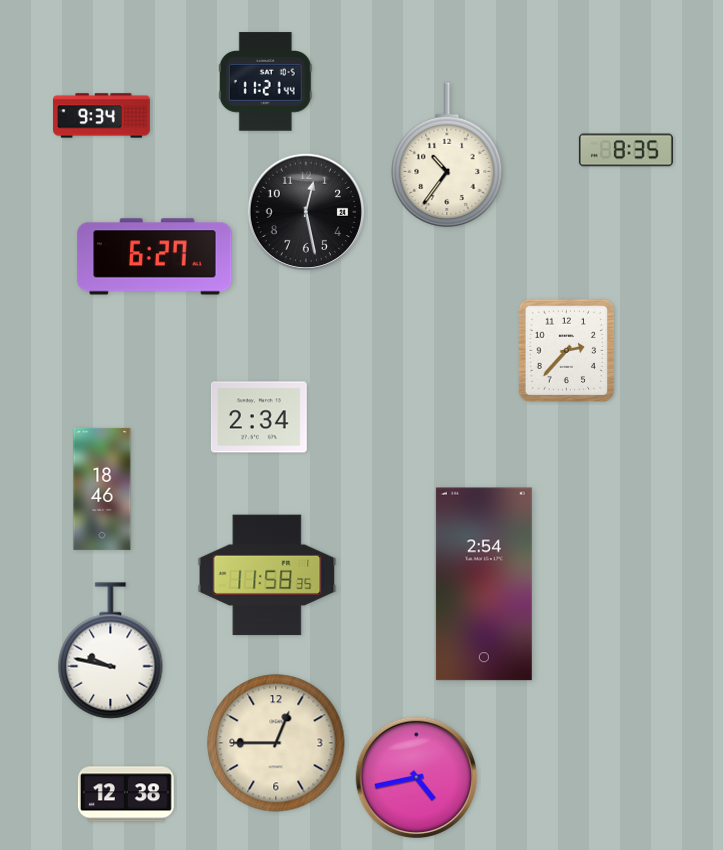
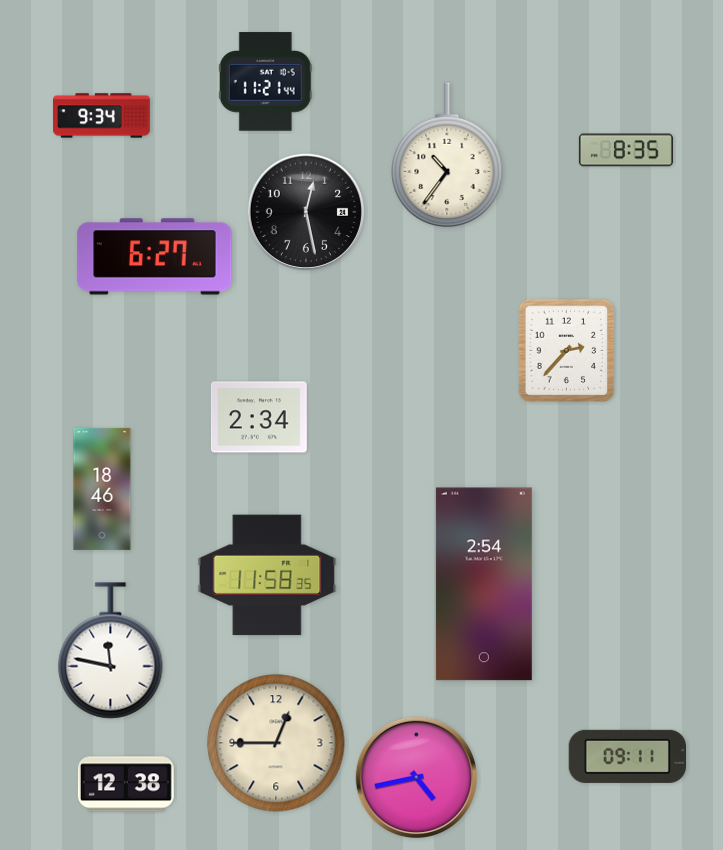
clock at (111, 651): 9:47 -> 11:47
clock at (627, 756): none -> 09:11
clock at (126, 794) position: (126, 794) -> (126, 784)
